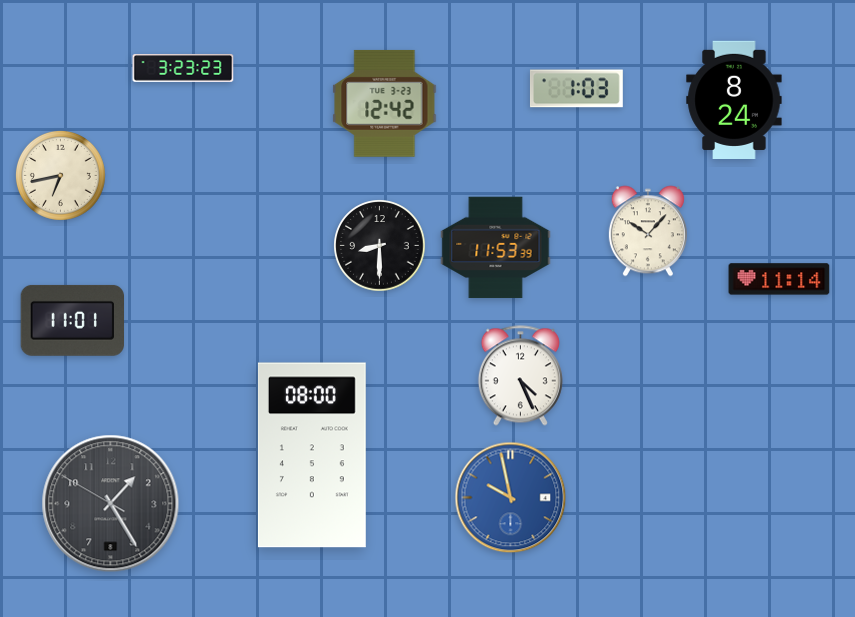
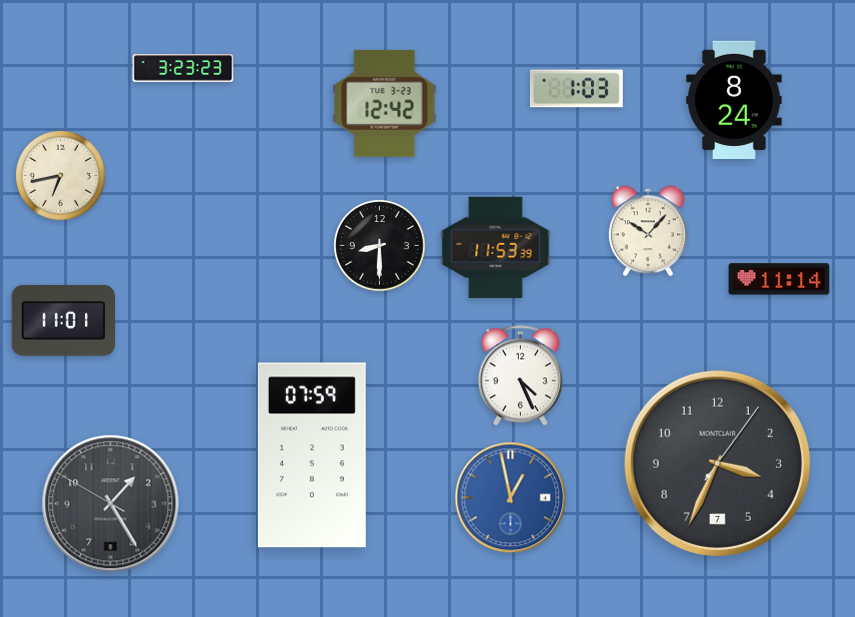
clock at (72, 320) position: (72, 320) -> (63, 320)
clock at (312, 455): 08:00 -> 07:59
clock at (717, 463): none -> 3:34
clock at (511, 498): 9:58 -> 12:58
